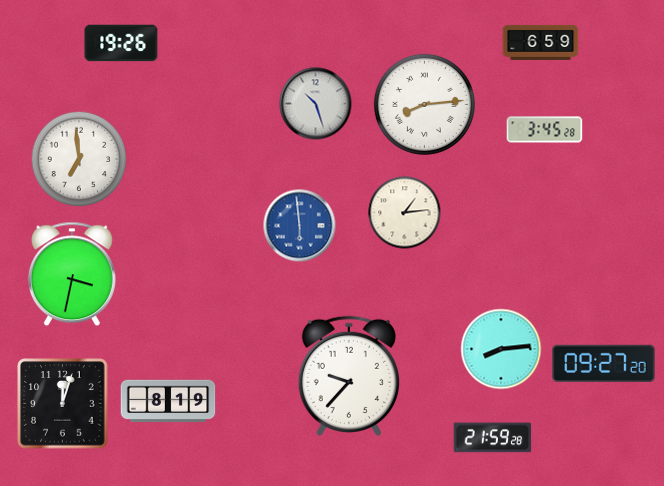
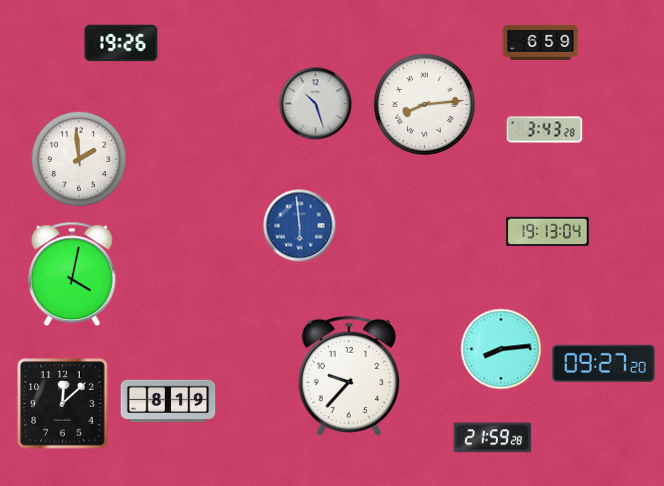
clock at (545, 130): 3:45 -> 3:43
clock at (79, 159): 6:59 -> 1:59
clock at (405, 213): 1:14 -> none
clock at (548, 232): none -> 19:13
clock at (72, 274): 3:32 -> 4:02
clock at (63, 404): 12:03 -> 12:08
